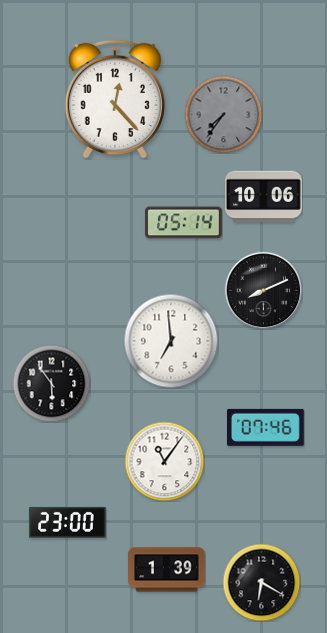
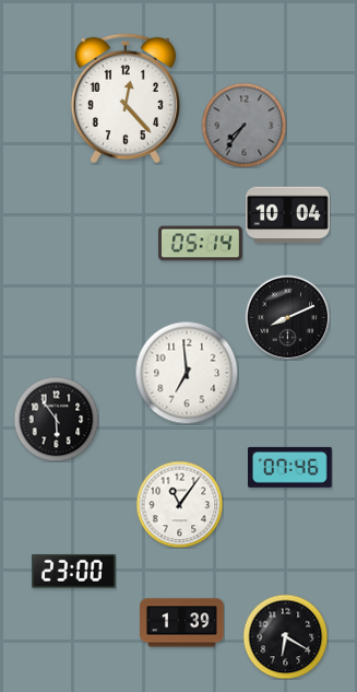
clock at (115, 99) position: (115, 99) -> (126, 98)
clock at (264, 197): 10:06 -> 10:04
